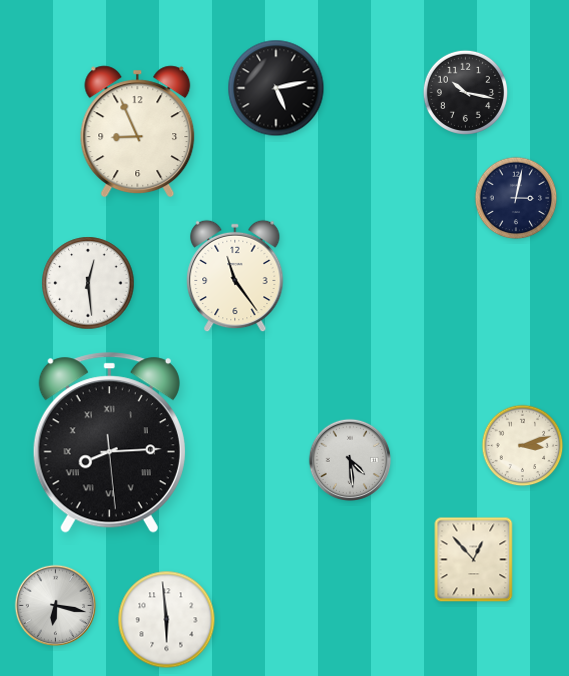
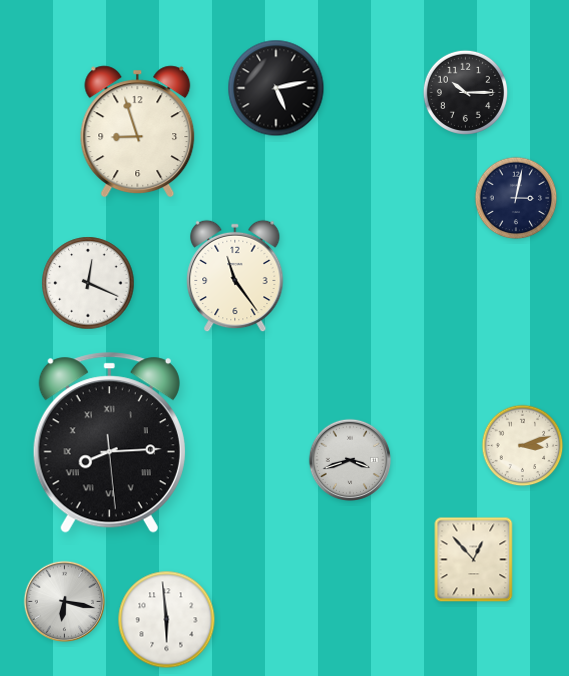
clock at (465, 92): 10:17 -> 10:15
clock at (138, 131): 8:56 -> 8:57
clock at (88, 283): 12:29 -> 12:19
clock at (349, 459): 4:29 -> 3:42
clock at (56, 606) position: (56, 606) -> (65, 602)
